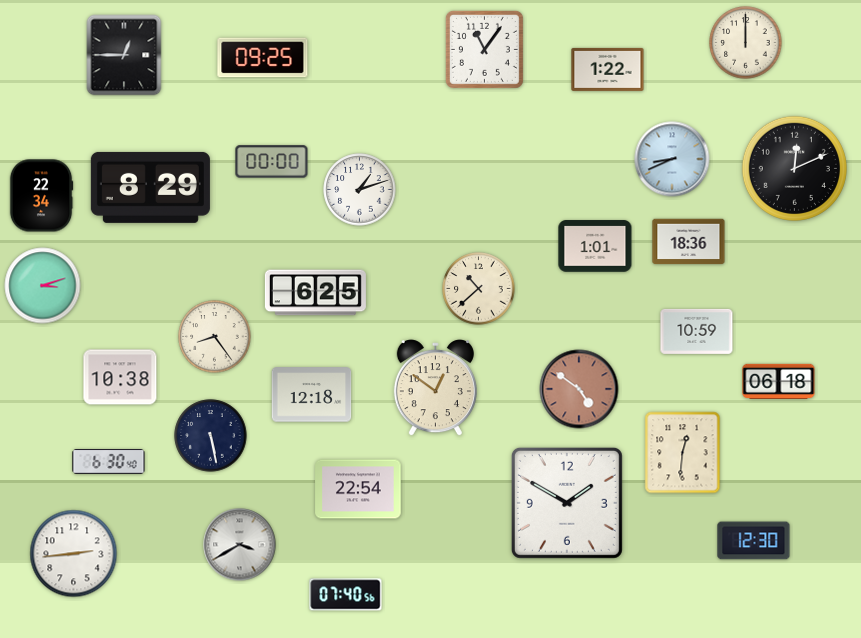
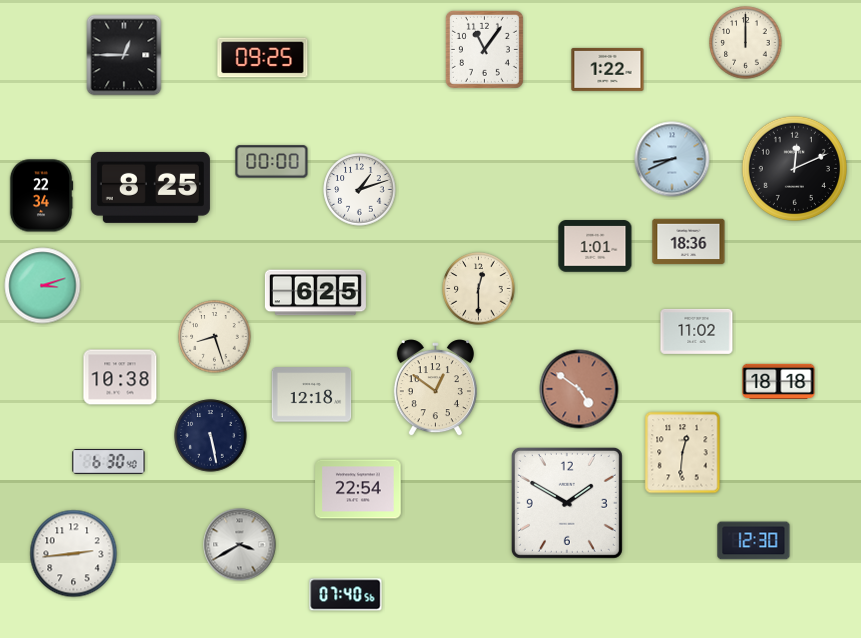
clock at (150, 187): 8:29 -> 8:25
clock at (479, 289): 10:38 -> 12:30
clock at (697, 331): 10:59 -> 11:02
clock at (215, 337): 8:24 -> 8:27
clock at (779, 381): 06:18 -> 18:18
